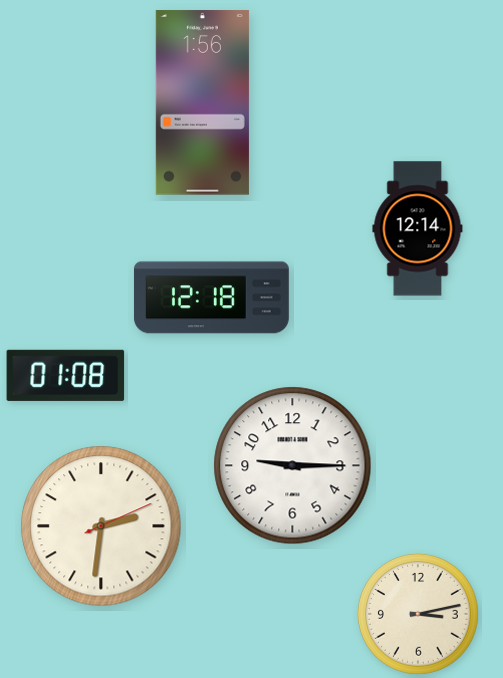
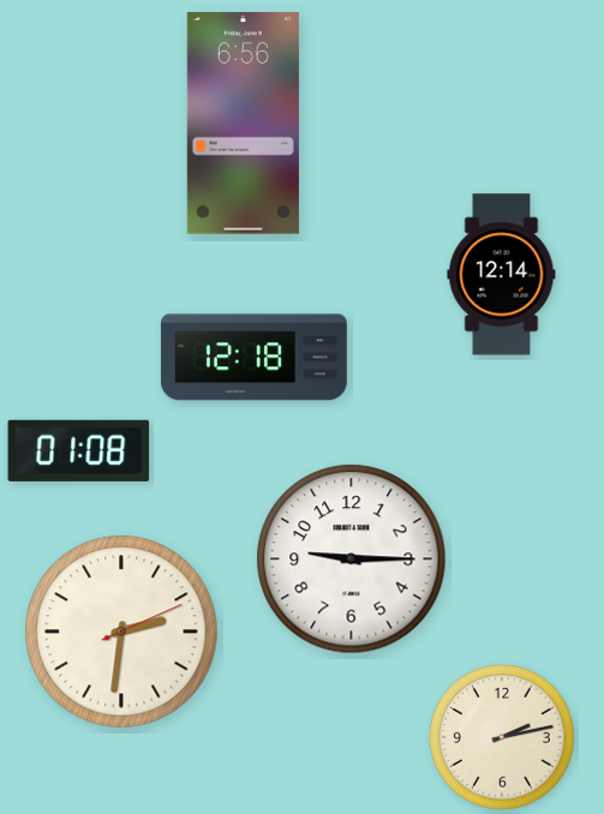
clock at (202, 103): 1:56 -> 6:56
clock at (418, 614): 3:13 -> 2:13
